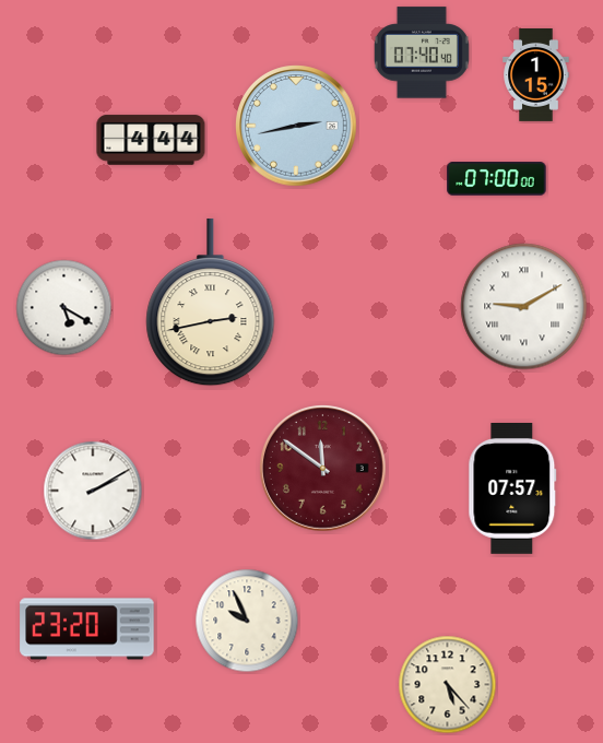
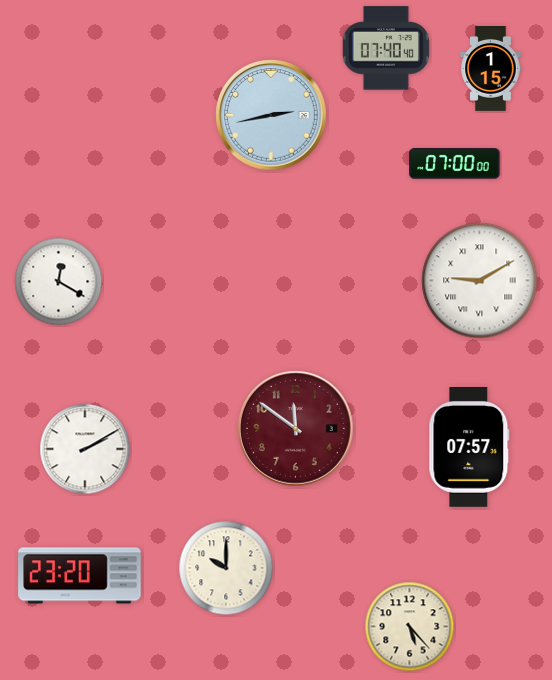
clock at (151, 140): 4:44 -> none
clock at (211, 303): 2:43 -> none
clock at (64, 308): 5:20 -> 12:20
clock at (247, 621): 9:56 -> 10:00
